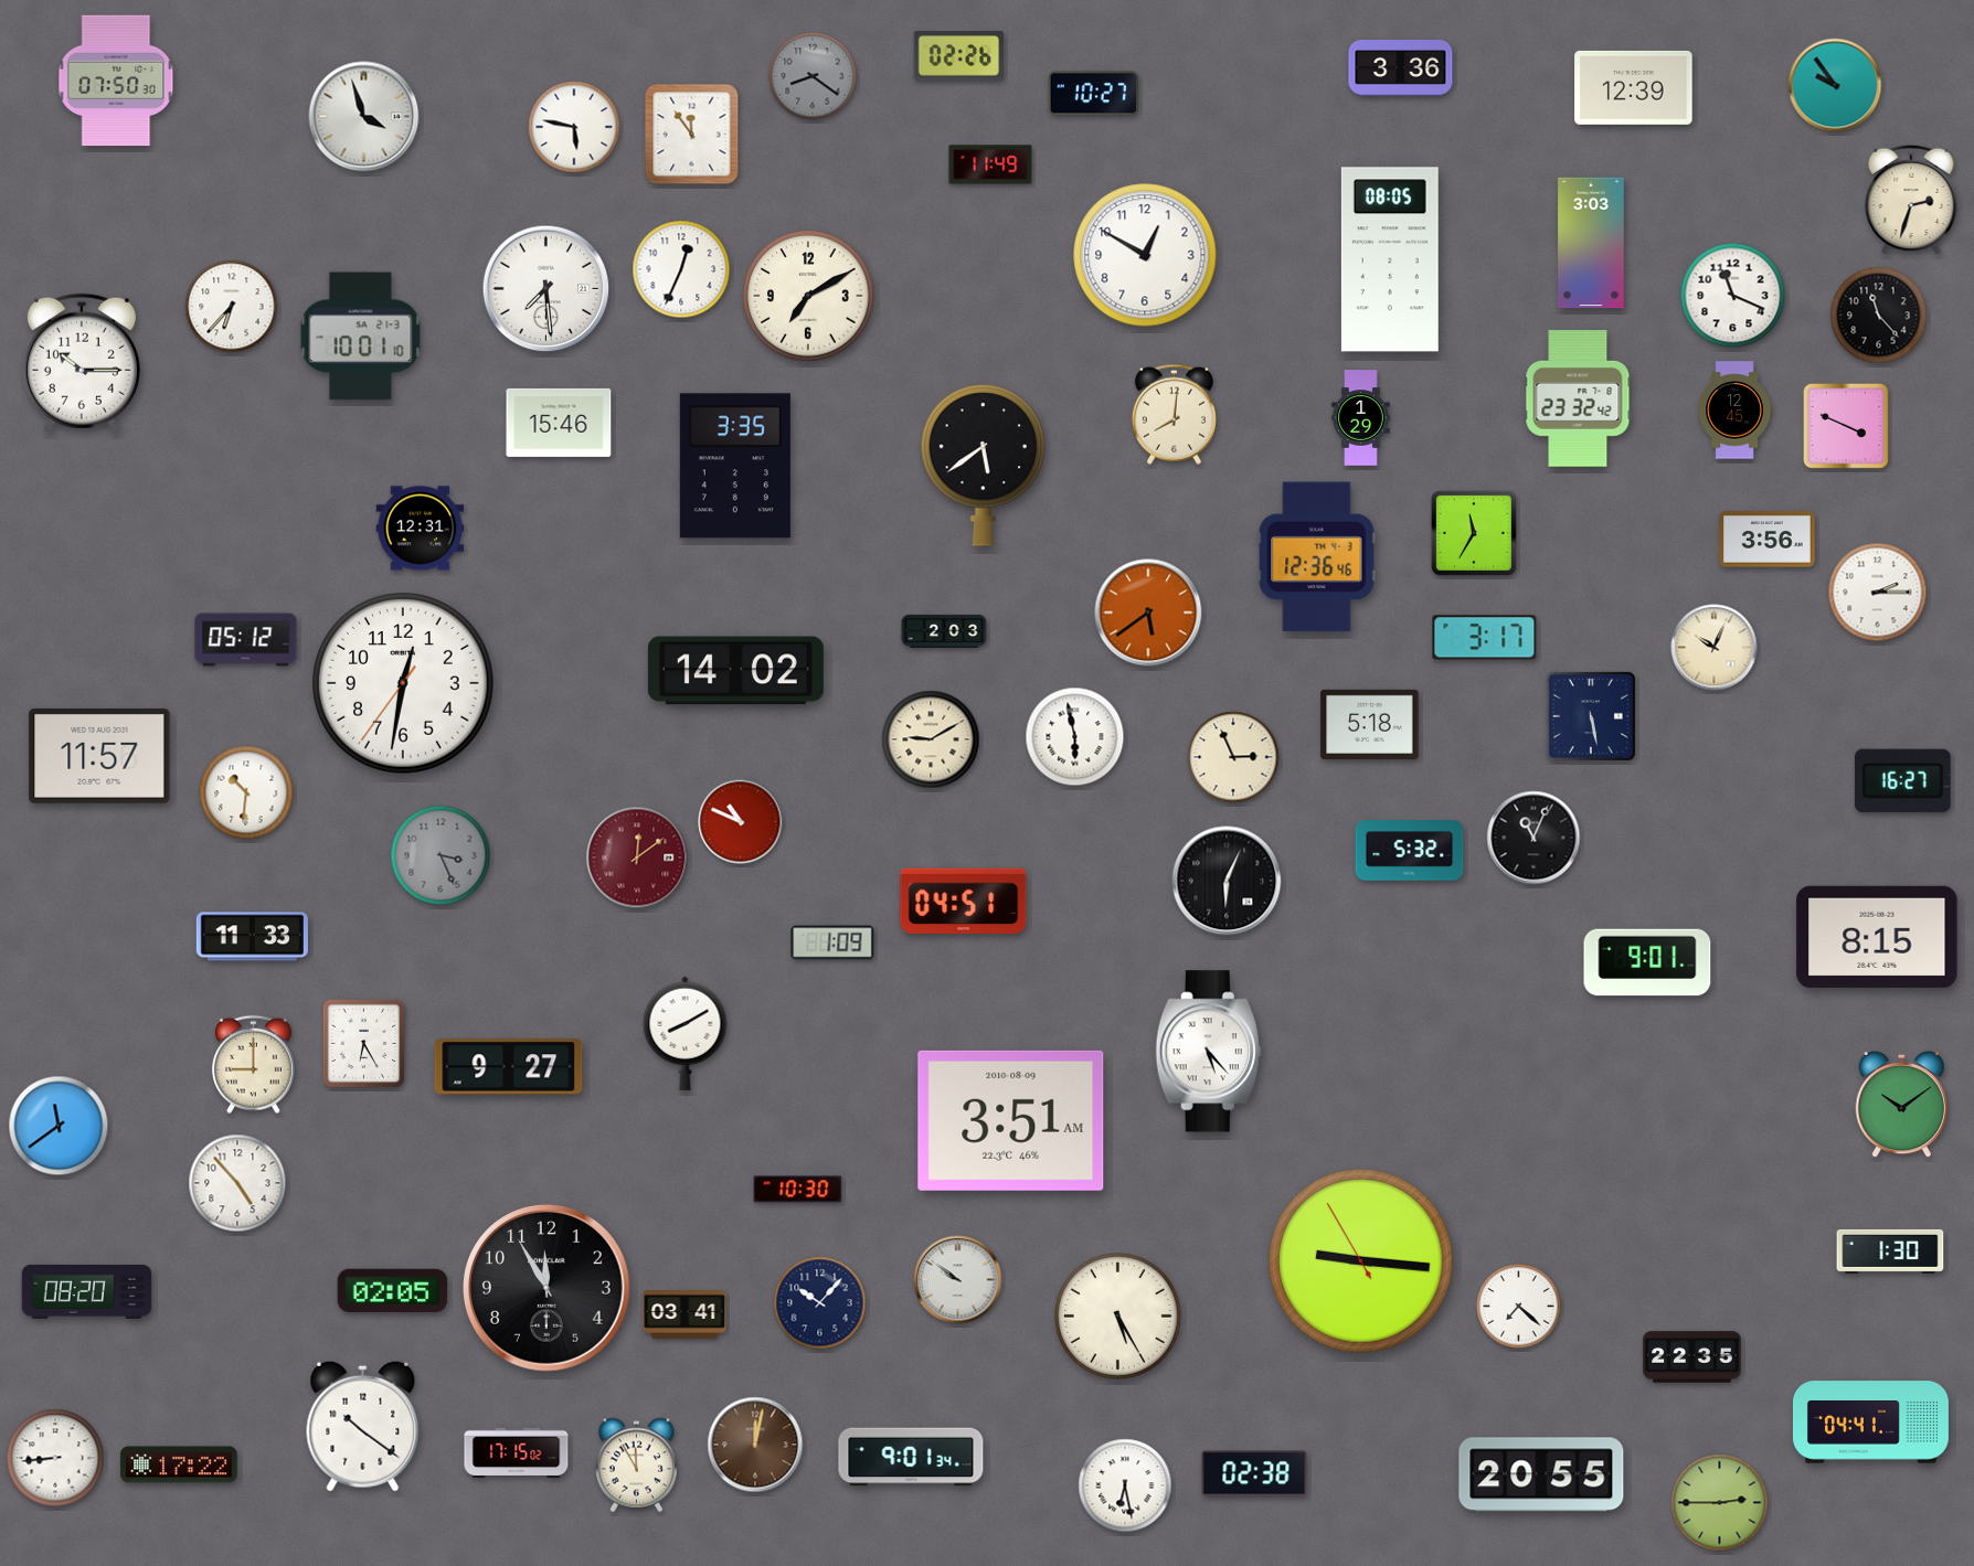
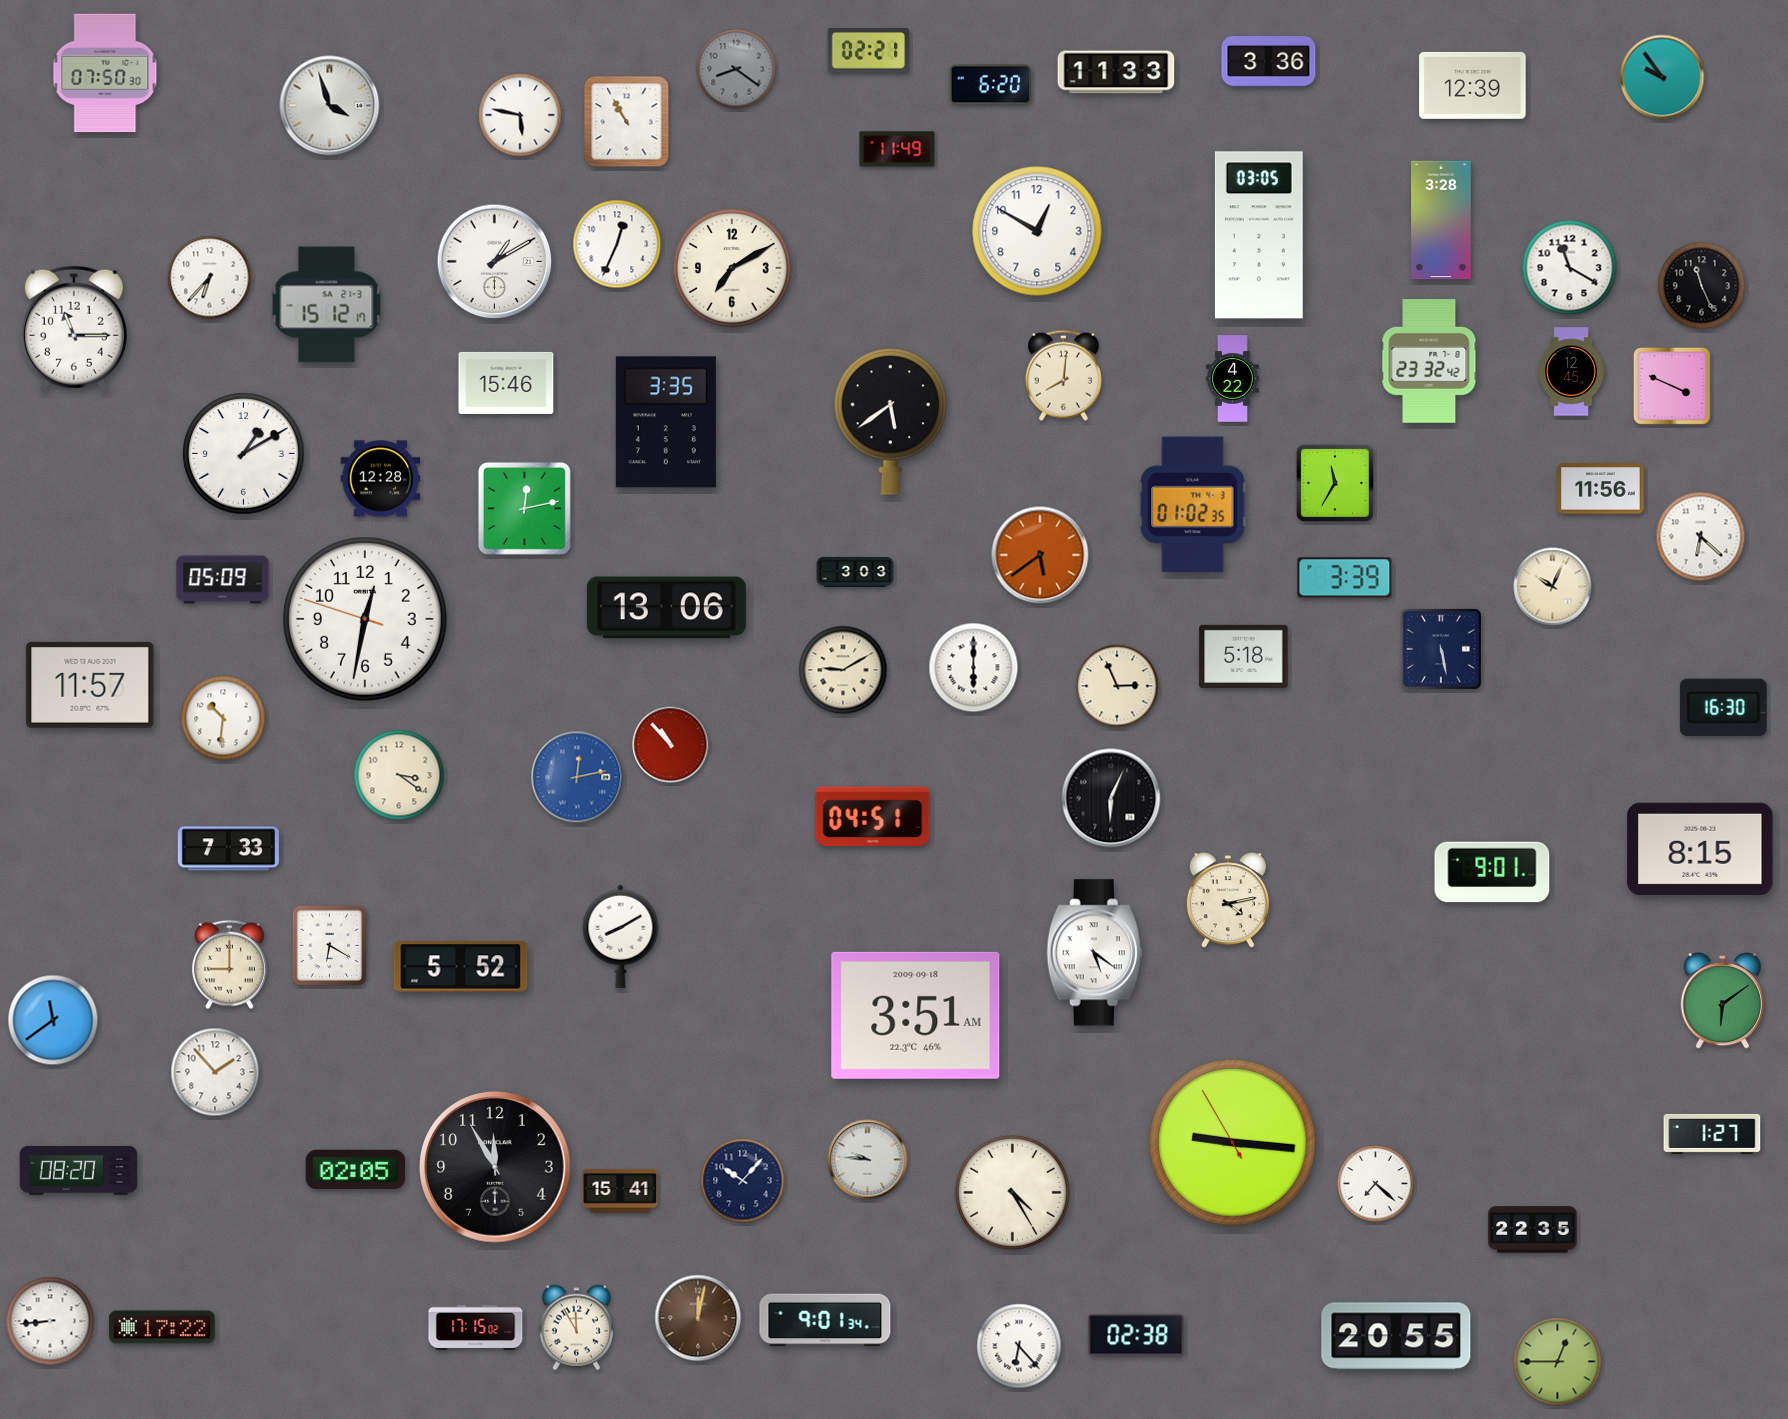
clock at (958, 56): 02:26 -> 02:21
clock at (1116, 72): none -> 11:33
clock at (1634, 87) position: (1634, 87) -> (1473, 85)
clock at (1093, 94): 10:27 -> 6:20
clock at (692, 135): 11:54 -> 10:55
clock at (1911, 200): 2:33 -> none
clock at (1591, 243): 3:03 -> 3:28
clock at (1390, 259): 08:05 -> 03:05
clock at (546, 289): 7:29 -> 1:10
clock at (1733, 296): 11:19 -> 11:20
clock at (1879, 316): 11:23 -> 11:26
clock at (361, 337): 10:01 -> 15:12
clock at (82, 363): 10:15 -> 11:15
clock at (1361, 418): 1:29 -> 4:22
clock at (244, 454): none -> 1:10
clock at (421, 529): 12:31 -> 12:28
clock at (1768, 540): 3:56 -> 11:56
clock at (1317, 557): 12:36 -> 01:02
clock at (524, 508): none -> 12:13
clock at (1878, 593): 2:15 -> 6:22
clock at (944, 631): 2:03 -> 3:03
clock at (1485, 638): 3:17 -> 3:39
clock at (246, 640): 05:12 -> 05:09
clock at (735, 671): 14:02 -> 13:06
clock at (404, 684): 12:31:36 -> 12:31:48
clock at (1370, 724) position: (1370, 724) -> (1244, 656)
clock at (1075, 737): 5:58 -> 6:00
clock at (1902, 780): 16:27 -> 16:30
clock at (741, 822): 10:49 -> 10:53
clock at (1533, 838): 11:04 -> none
clock at (1410, 851): 5:32 -> none
clock at (441, 855): 3:26 -> 3:21
clock at (441, 855) dial: grey -> cream
clock at (637, 857): 12:09 -> 12:13
clock at (637, 857) dial: burgundy -> blue
clock at (252, 937): 11:33 -> 7:33
clock at (832, 942): 1:09 -> none
clock at (1228, 901): none -> 4:13
clock at (364, 1044): 6:25 -> 6:20
clock at (1208, 1052): 5:23 -> 5:21
clock at (509, 1067): 9:27 -> 5:52
clock at (1901, 1105): 10:09 -> 6:09
clock at (1011, 1120) date: 2010-08-09 -> 2009-09-18
clock at (237, 1183): 4:53 -> 1:53
clock at (798, 1190): 10:30 -> none
clock at (1890, 1251): 1:30 -> 1:27
clock at (958, 1280): 9:51 -> 9:46
clock at (684, 1315): 03:41 -> 15:41
clock at (1117, 1315): 5:25 -> 4:25
clock at (1870, 1423): 04:41 -> none
clock at (363, 1426): 10:21 -> none
clock at (755, 1445) position: (755, 1445) -> (698, 1318)
clock at (517, 1453) position: (517, 1453) -> (476, 1328)
clock at (1125, 1485): 6:28 -> 6:23
clock at (1720, 1503): 2:45 -> 12:45
